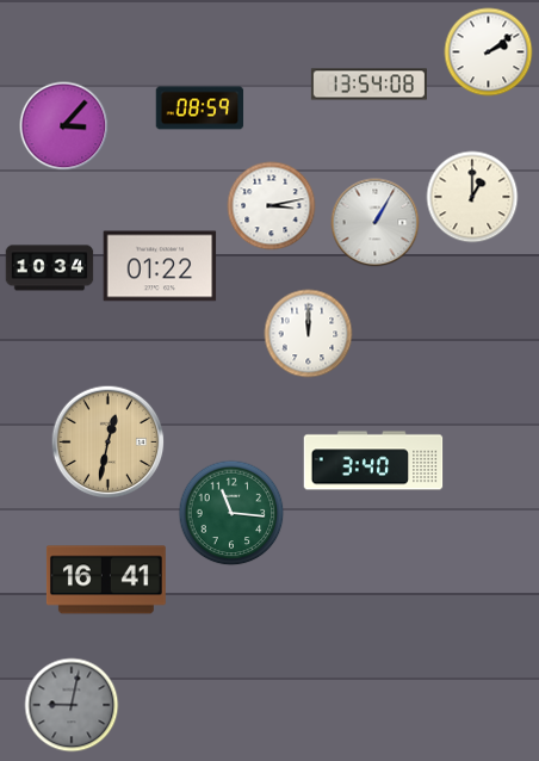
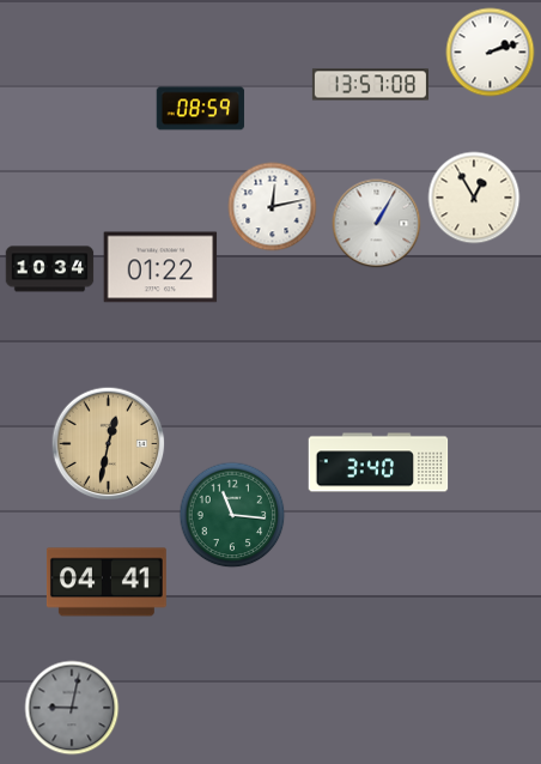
clock at (489, 52): 2:09 -> 2:12
clock at (368, 85): 13:54 -> 13:57
clock at (64, 126): 3:07 -> none
clock at (472, 197): 1:00 -> 12:55
clock at (272, 206): 3:13 -> 12:13
clock at (309, 334): 12:00 -> none
clock at (373, 460) position: (373, 460) -> (378, 462)
clock at (106, 580): 16:41 -> 04:41
